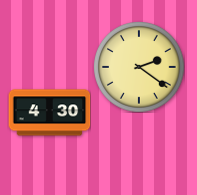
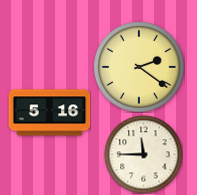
clock at (49, 113): 4:30 -> 5:16
clock at (143, 154): none -> 11:45
